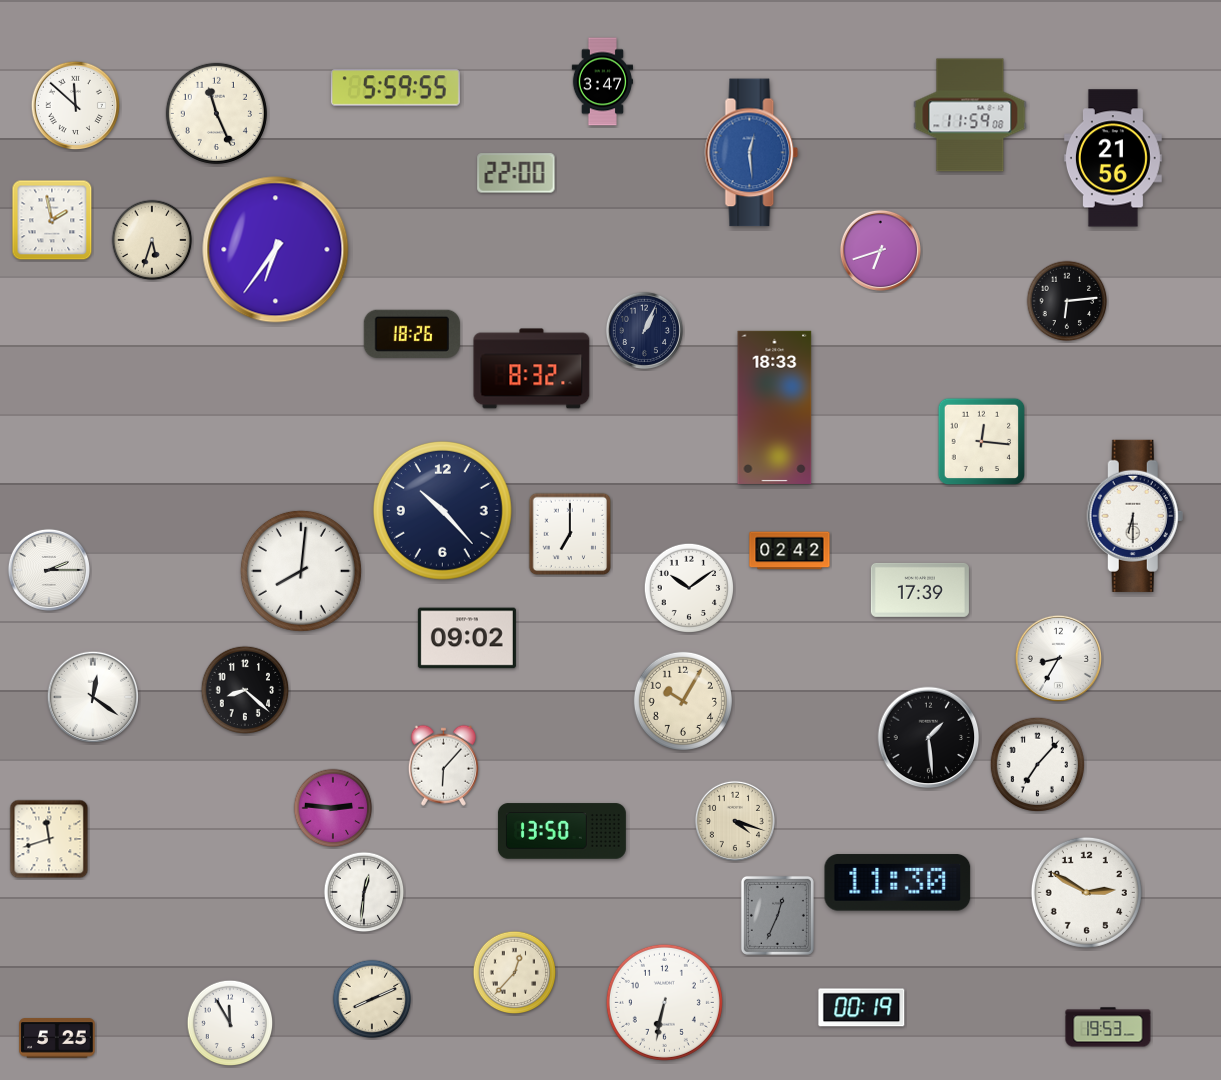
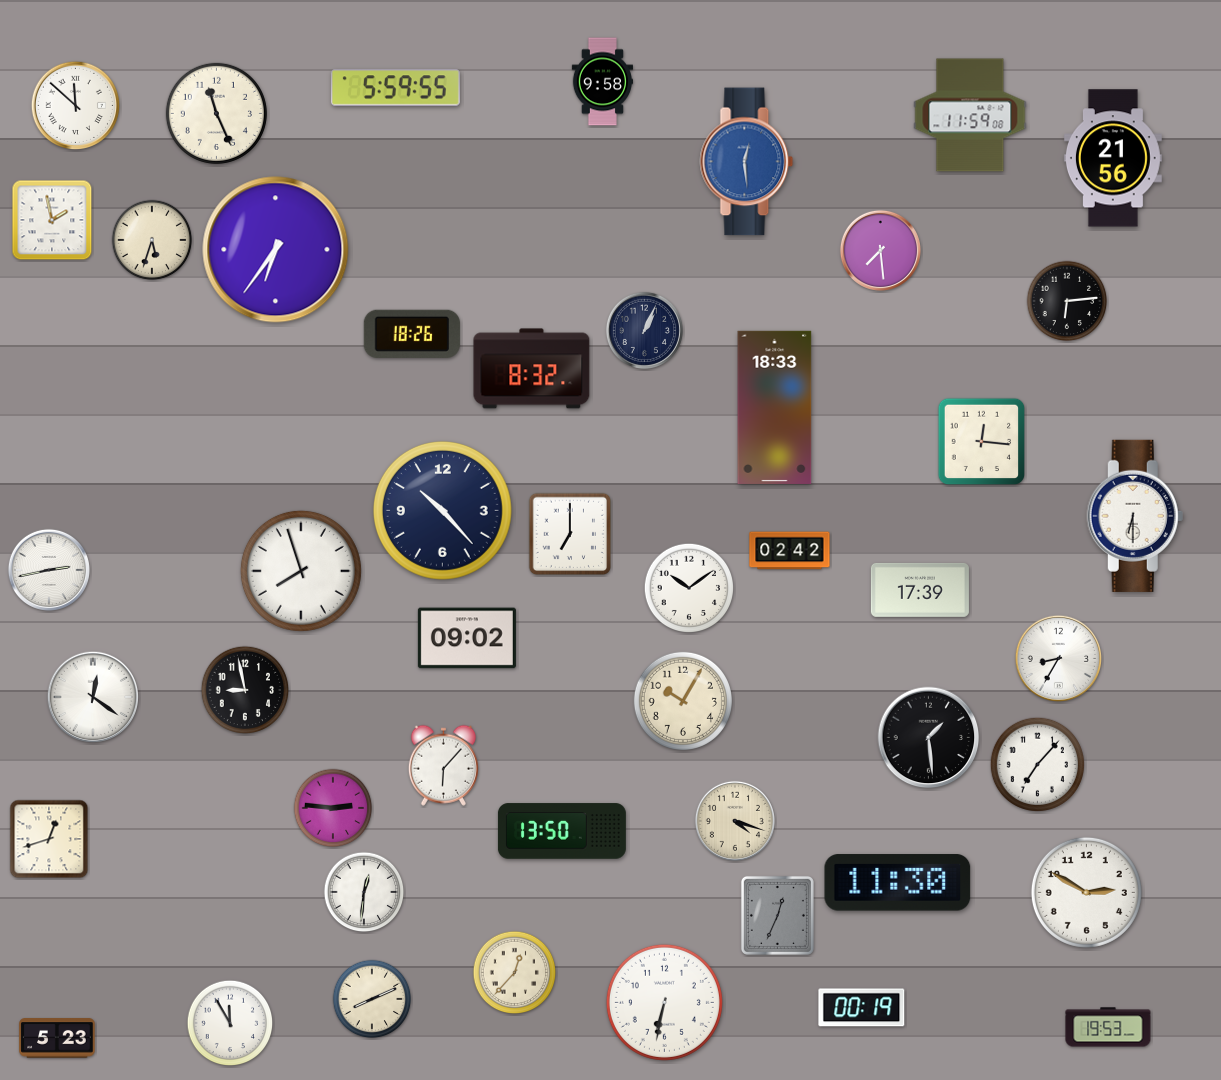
clock at (602, 82): 3:47 -> 9:58
clock at (752, 153) position: (752, 153) -> (747, 162)
clock at (516, 173): 22:00 -> none
clock at (880, 250): 6:42 -> 7:29
clock at (49, 570): 2:15 -> 2:43
clock at (301, 571): 8:01 -> 7:57
clock at (245, 690): 8:22 -> 8:58
clock at (49, 839): 11:42 -> 12:42
clock at (57, 1038): 5:25 -> 5:23
